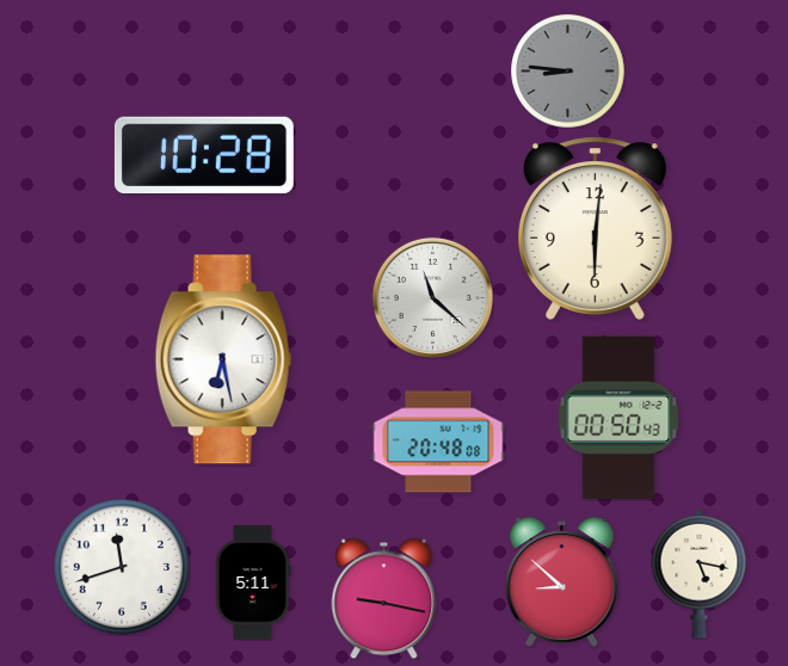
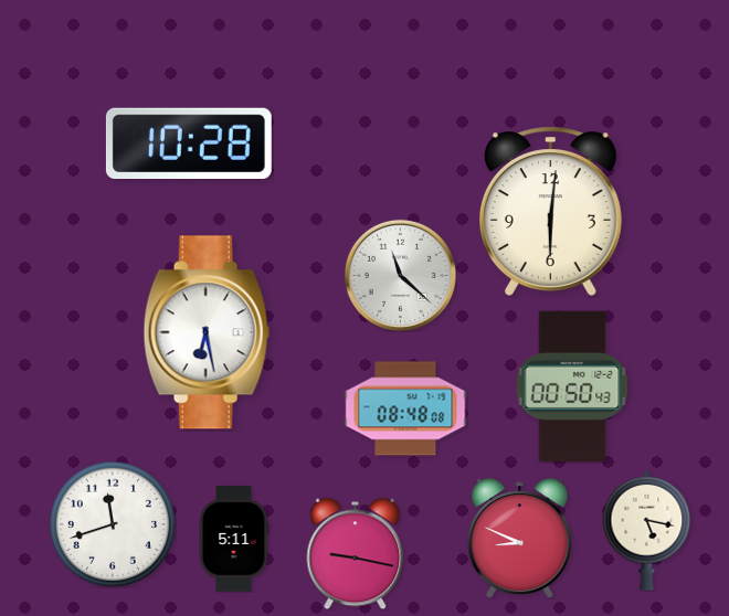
clock at (567, 70): 8:46 -> none
clock at (438, 442): 20:48 -> 08:48
clock at (562, 582): 8:52 -> 8:49
